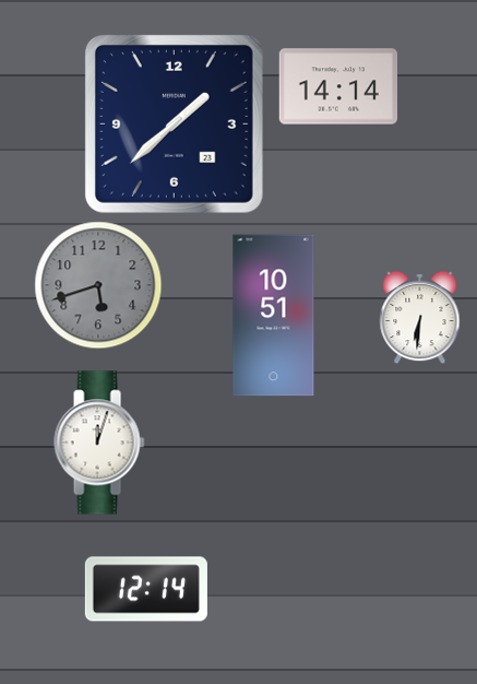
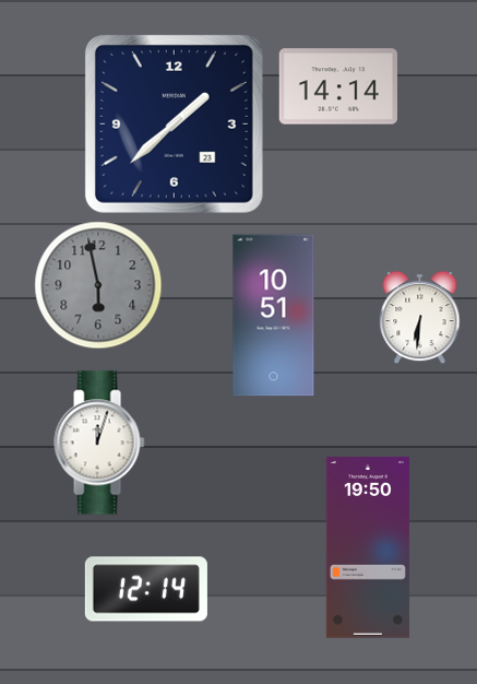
clock at (98, 285): 5:42 -> 5:58
clock at (368, 549): none -> 19:50
